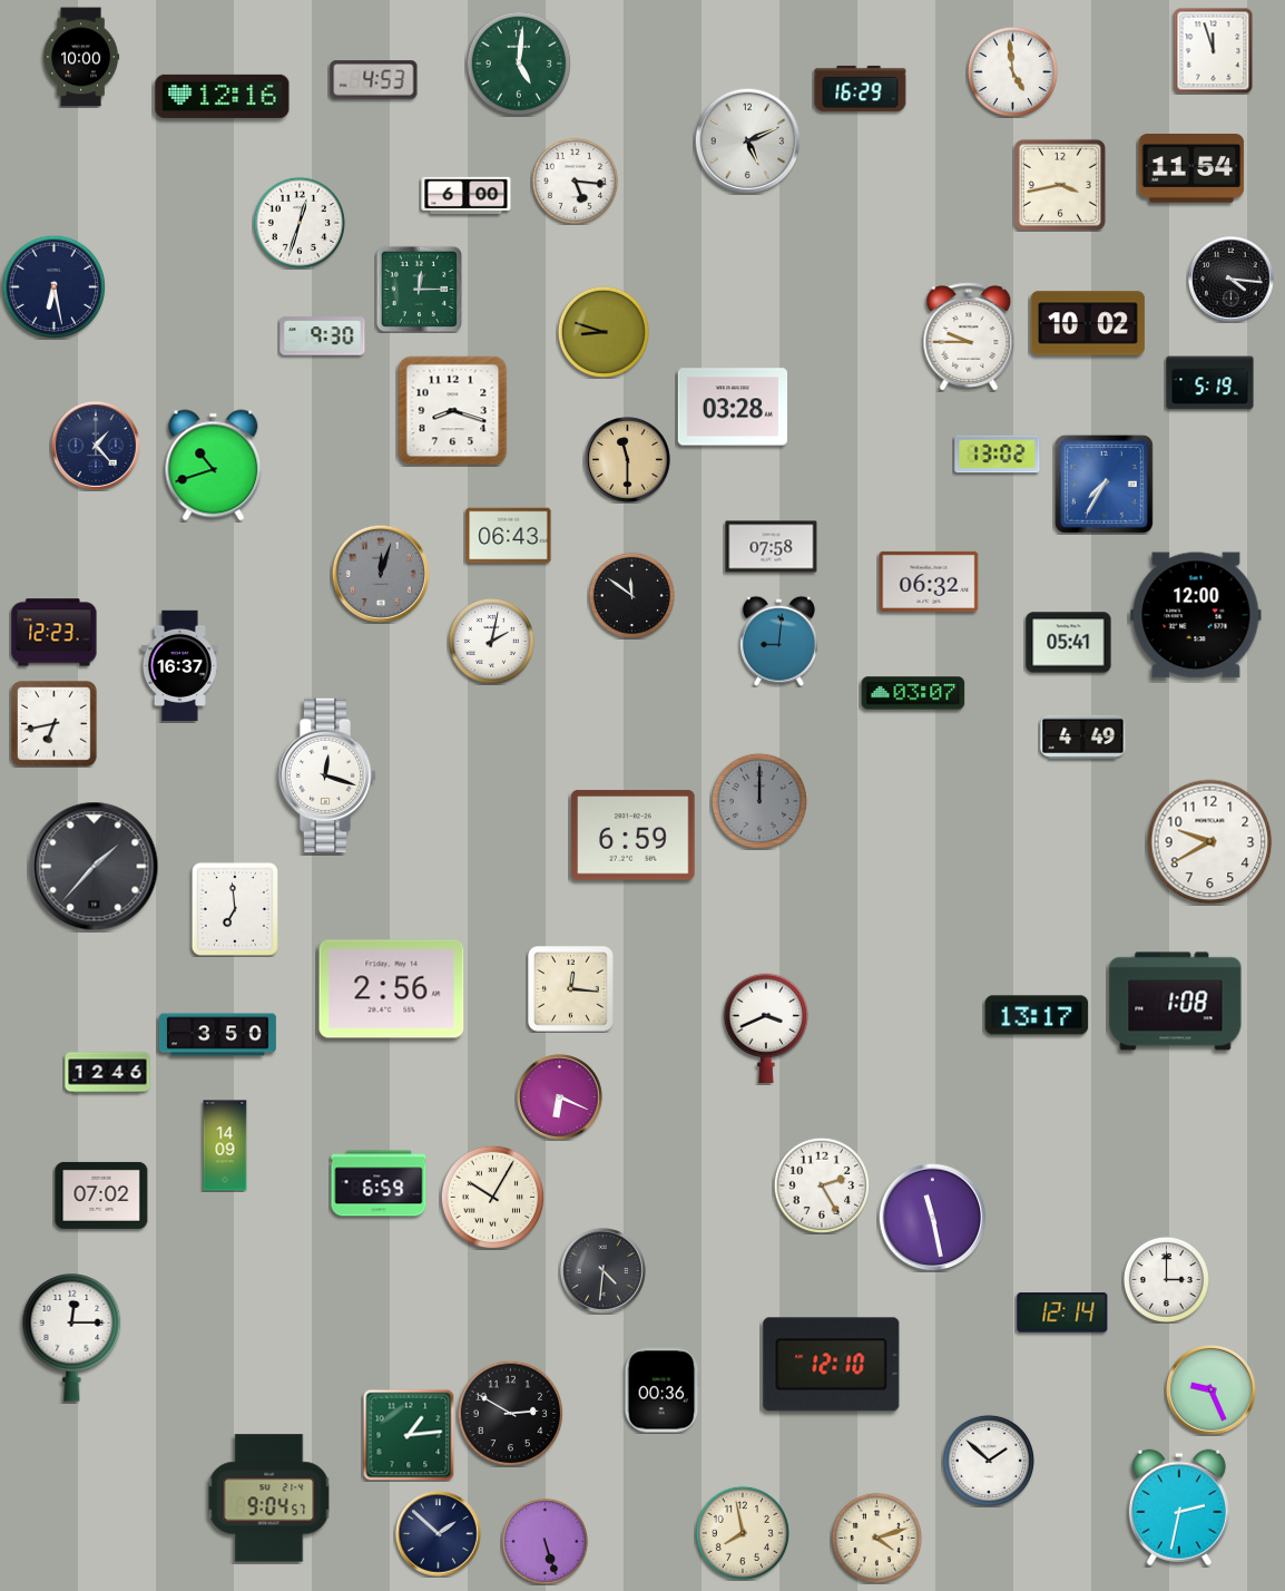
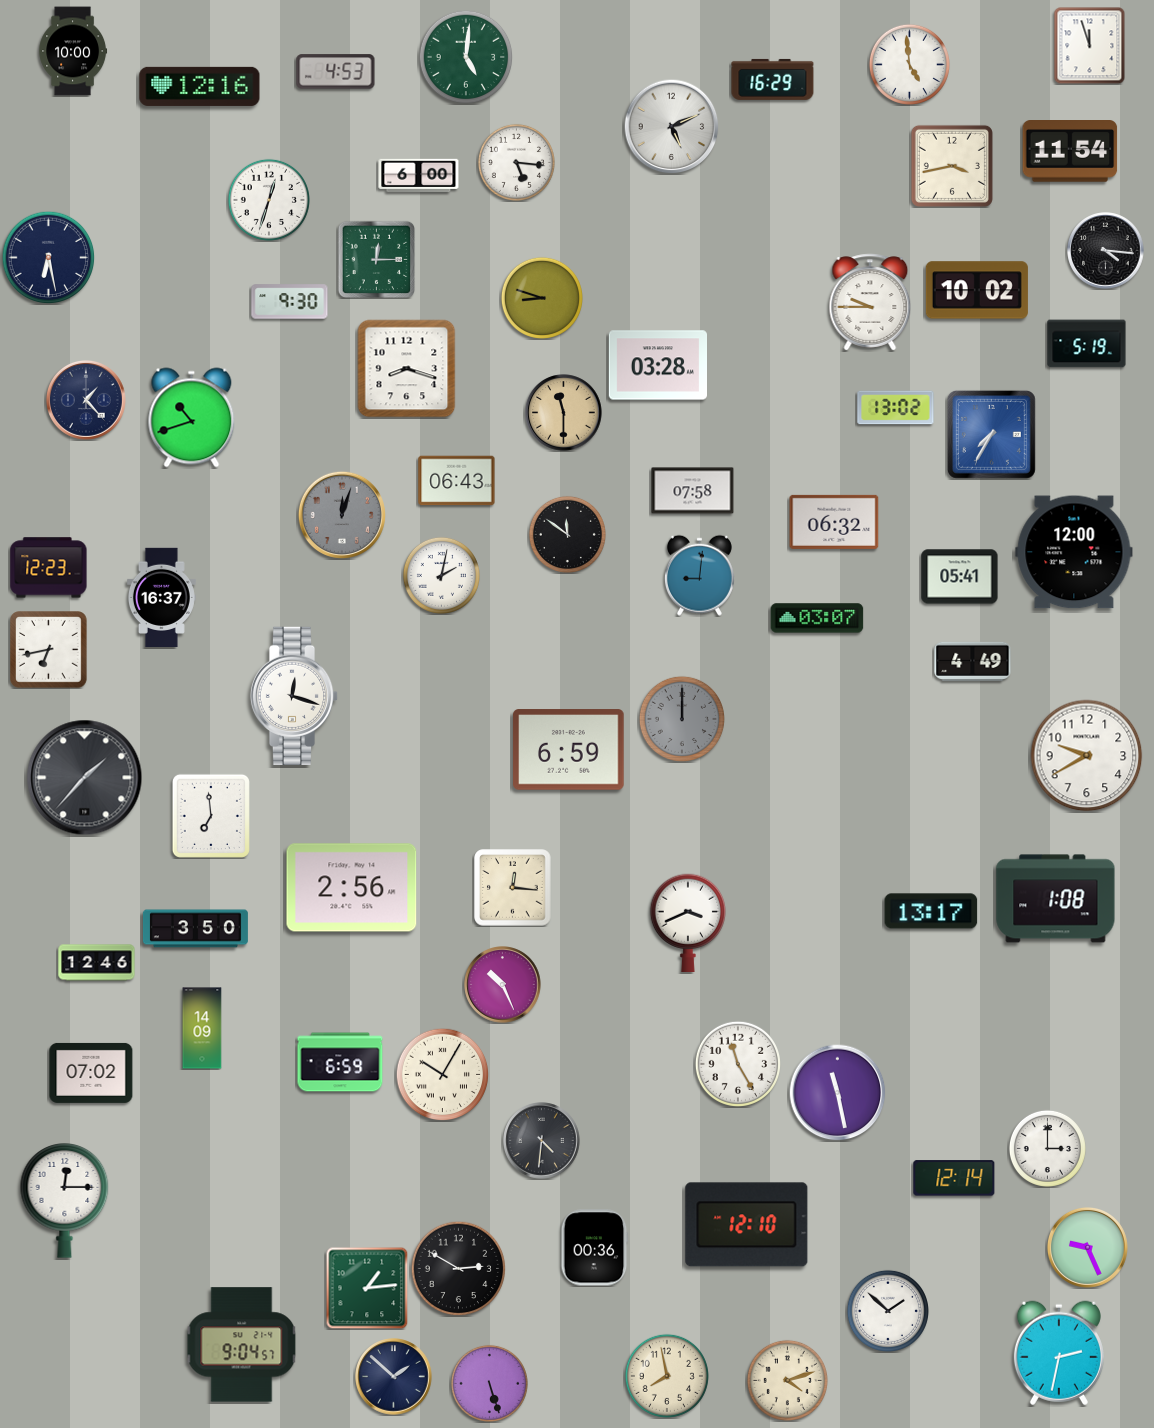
clock at (913, 693) position: (913, 693) -> (817, 618)
clock at (560, 1097): 6:19 -> 10:26
clock at (821, 1184): 2:25 -> 11:25
